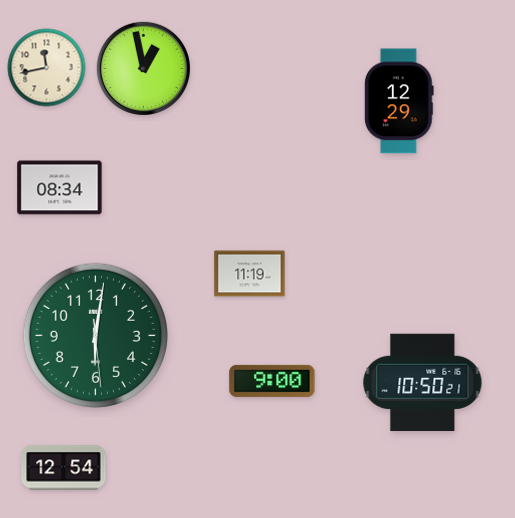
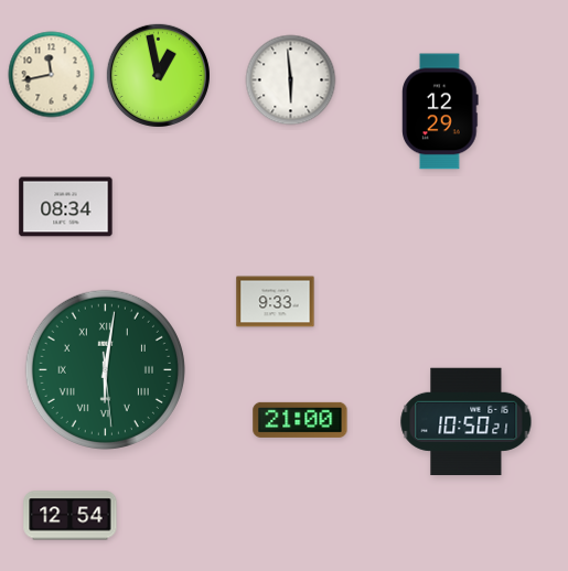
clock at (291, 80): none -> 5:59
clock at (250, 274): 11:19 -> 9:33
clock at (95, 335) numerals: Arabic -> Roman
clock at (272, 381): 9:00 -> 21:00
